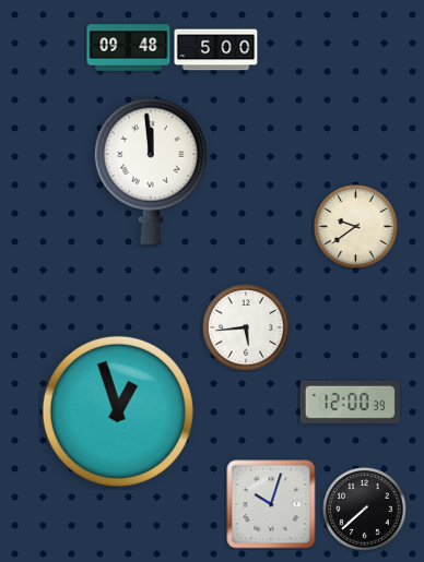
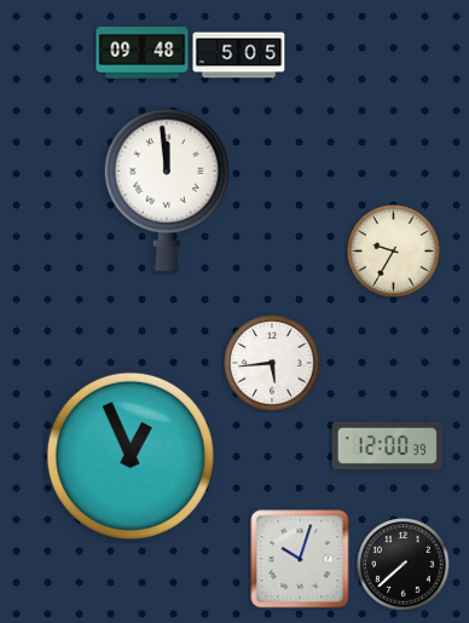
clock at (216, 50): 5:00 -> 5:05
clock at (356, 227): 9:39 -> 9:35
clock at (118, 411): 12:57 -> 12:56
